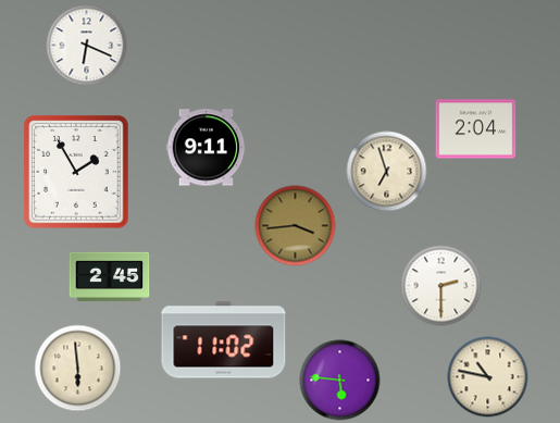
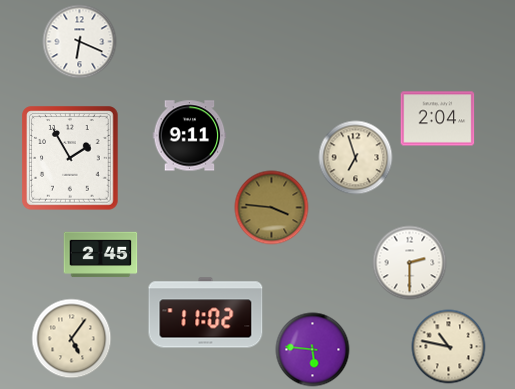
clock at (296, 226): 3:44 -> 3:46
clock at (441, 286) position: (441, 286) -> (410, 263)
clock at (78, 369): 5:59 -> 5:06
